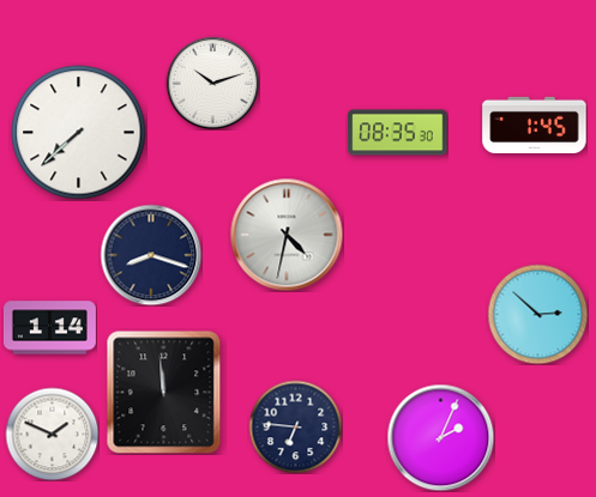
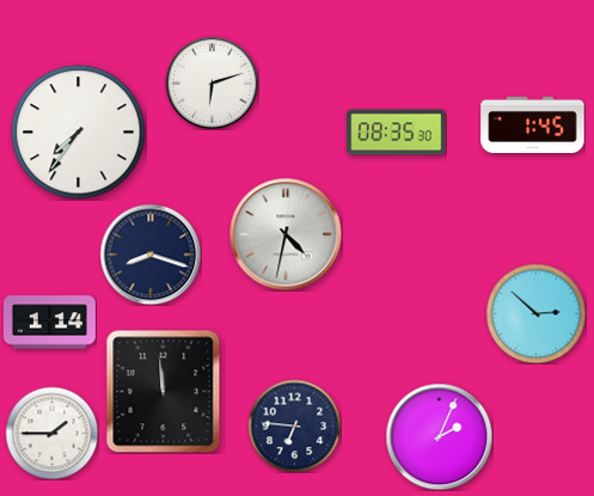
clock at (212, 83): 10:12 -> 6:12
clock at (79, 133): 7:38 -> 7:36
clock at (49, 328) position: (49, 328) -> (49, 323)
clock at (52, 434): 1:49 -> 1:45
